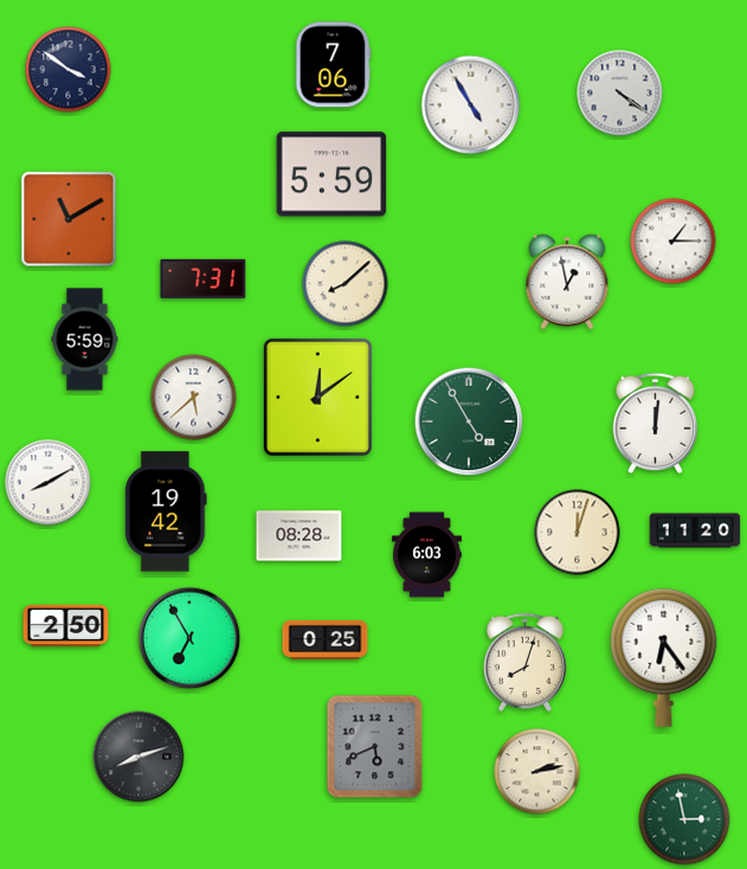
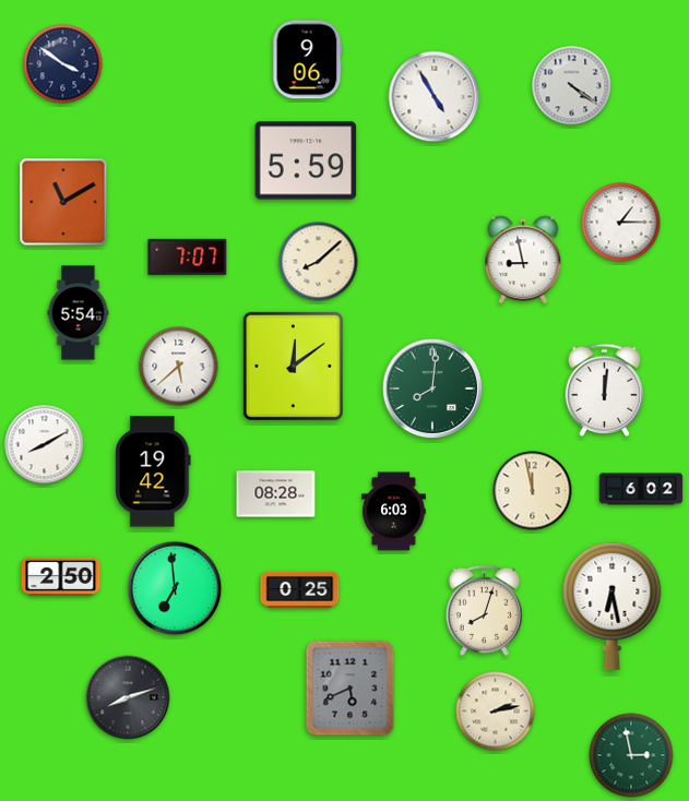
clock at (334, 65): 7:06 -> 9:06
clock at (204, 278): 7:31 -> 7:07
clock at (567, 282): 12:58 -> 8:58
clock at (85, 340): 5:59 -> 5:54
clock at (469, 421): 4:55 -> 8:01
clock at (695, 530): 11:20 -> 6:02
clock at (578, 533): 12:03 -> 11:58
clock at (189, 638): 6:55 -> 6:59
clock at (664, 657): 6:24 -> 6:28
clock at (375, 747) position: (375, 747) -> (351, 689)
